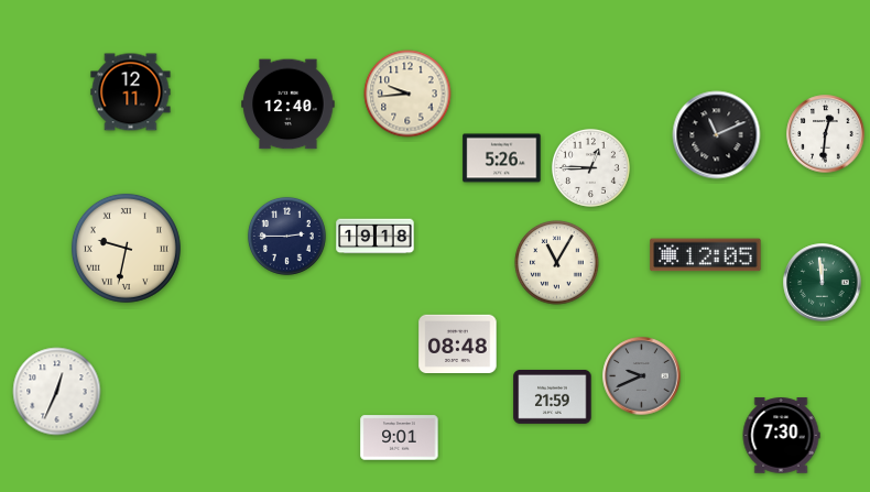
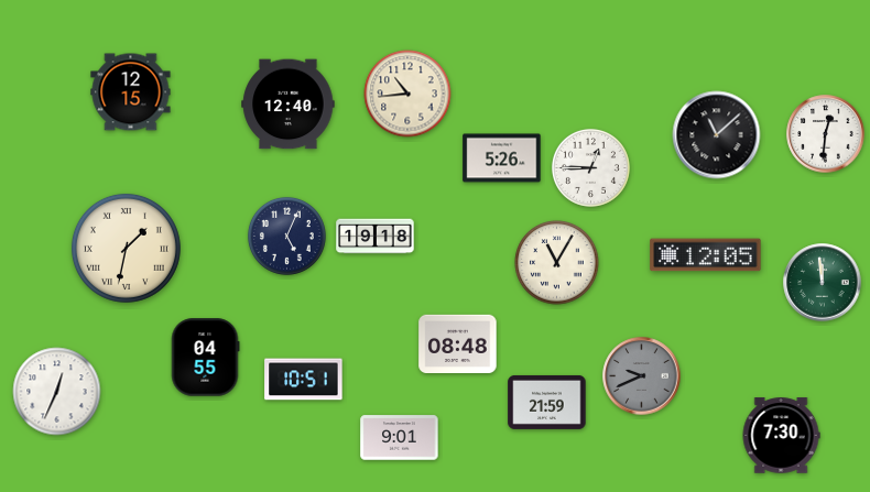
clock at (131, 92): 12:11 -> 12:15
clock at (407, 94): 9:44 -> 10:44
clock at (717, 135): 11:11 -> 11:08
clock at (286, 236): 2:45 -> 5:04
clock at (126, 248): 9:32 -> 1:32
clock at (205, 358): none -> 04:55
clock at (304, 380): none -> 10:51
clock at (553, 396) position: (553, 396) -> (547, 402)
